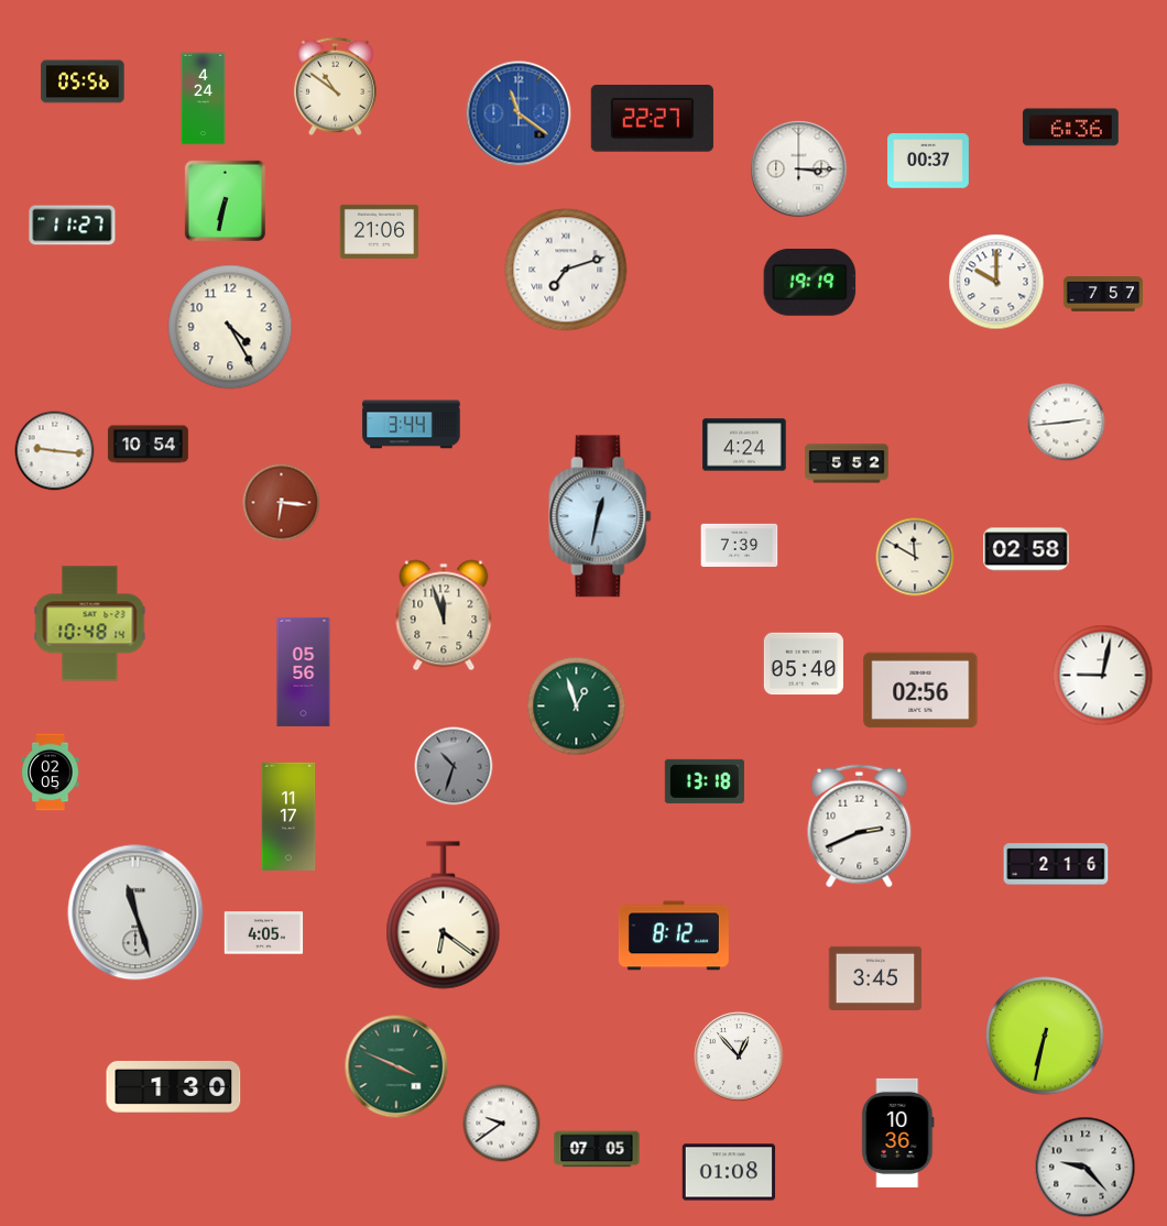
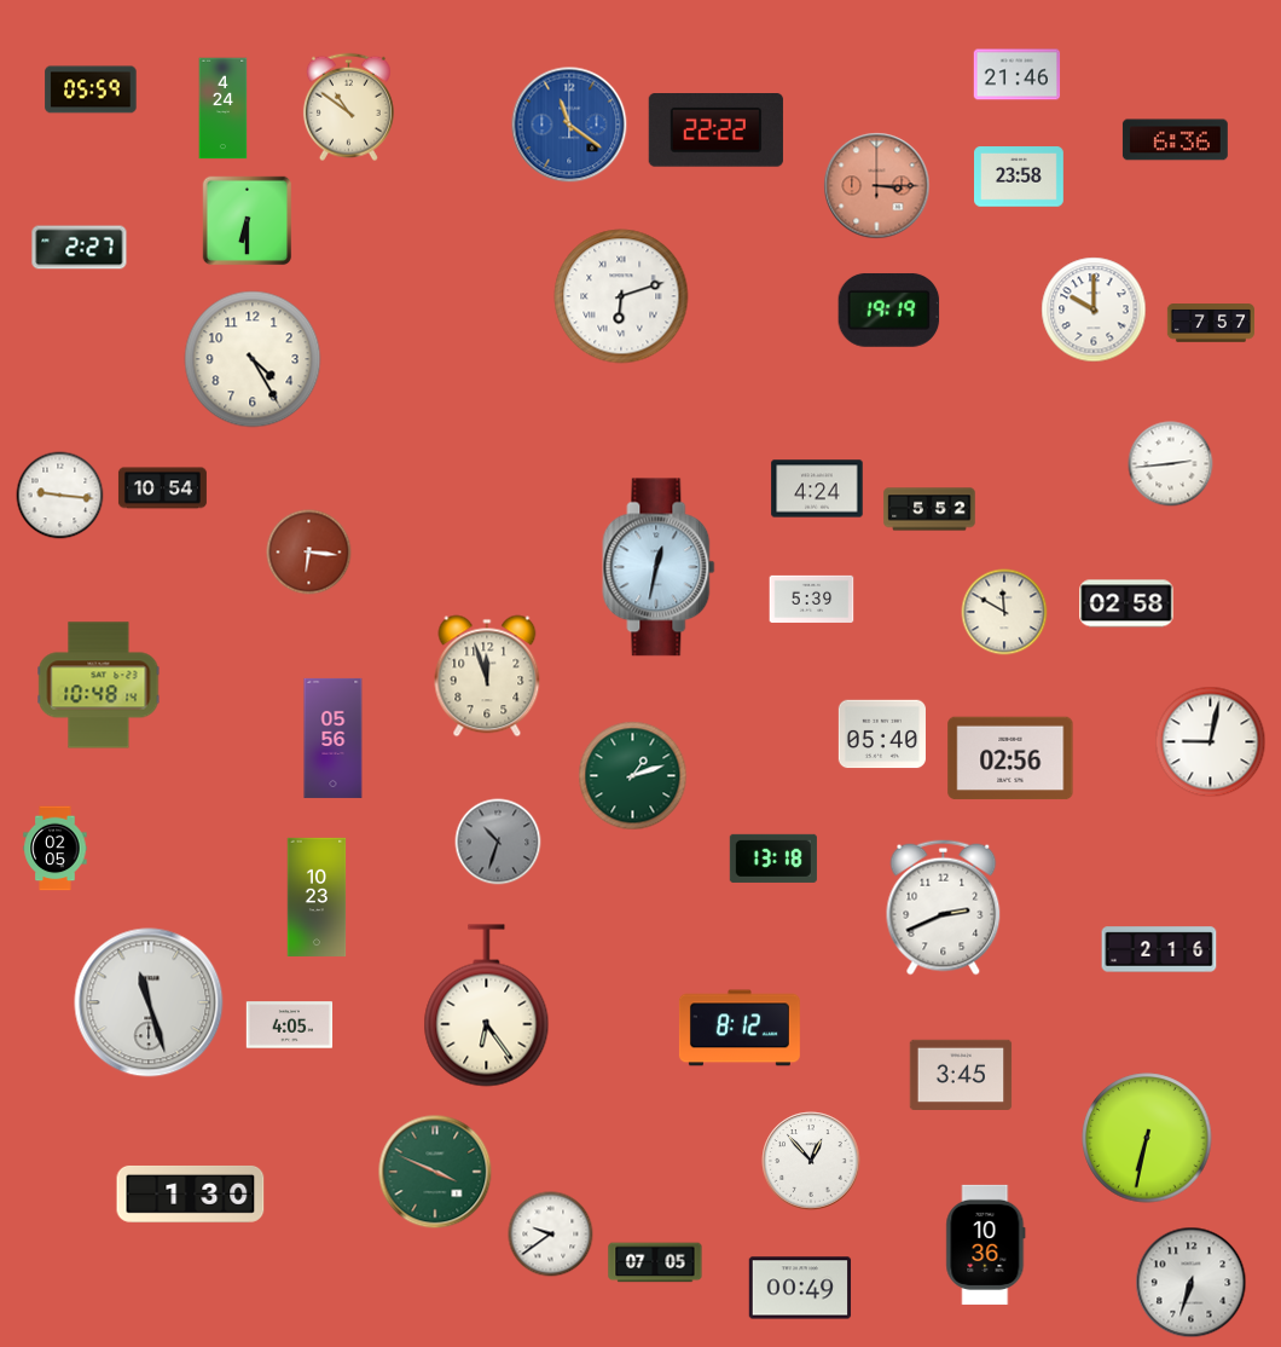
clock at (1018, 75): none -> 21:46
clock at (83, 81): 05:56 -> 05:59
clock at (335, 87) position: (335, 87) -> (348, 108)
clock at (652, 119): 22:27 -> 22:22
clock at (929, 161): 00:37 -> 23:58
clock at (799, 169) dial: white -> salmon
clock at (226, 201): 6:32 -> 6:30
clock at (73, 226): 11:27 -> 2:27
clock at (380, 231): 21:06 -> none
clock at (566, 270): 7:12 -> 6:12
clock at (412, 425): 3:44 -> none
clock at (740, 545): 7:39 -> 5:39
clock at (804, 664) position: (804, 664) -> (882, 734)
clock at (577, 707): 12:57 -> 1:12
clock at (288, 815): 11:17 -> 10:23
clock at (444, 916): 6:21 -> 6:24
clock at (1086, 1168): 9:23 -> 6:33
clock at (729, 1172): 01:08 -> 00:49
